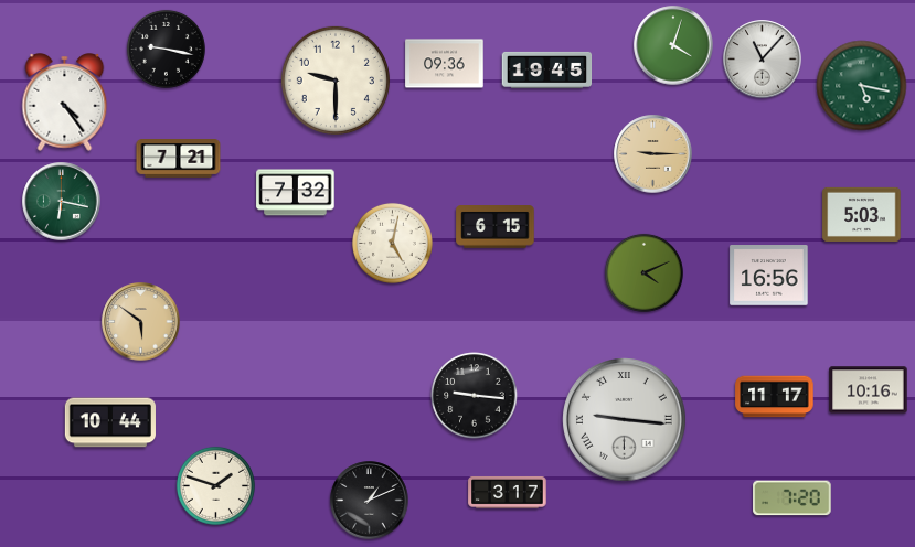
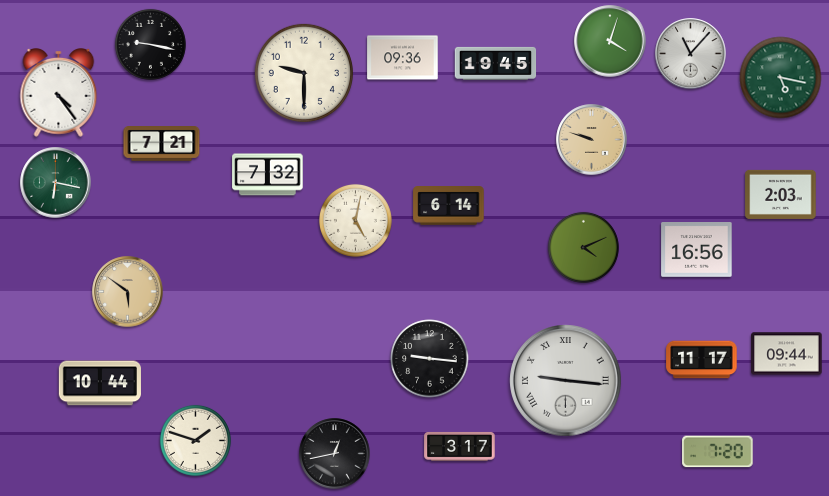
clock at (653, 154): 9:15 -> 9:48
clock at (862, 214): 5:03 -> 2:03
clock at (496, 227): 6:15 -> 6:14
clock at (869, 390): 10:16 -> 09:44
clock at (370, 501): 1:11 -> 12:43
